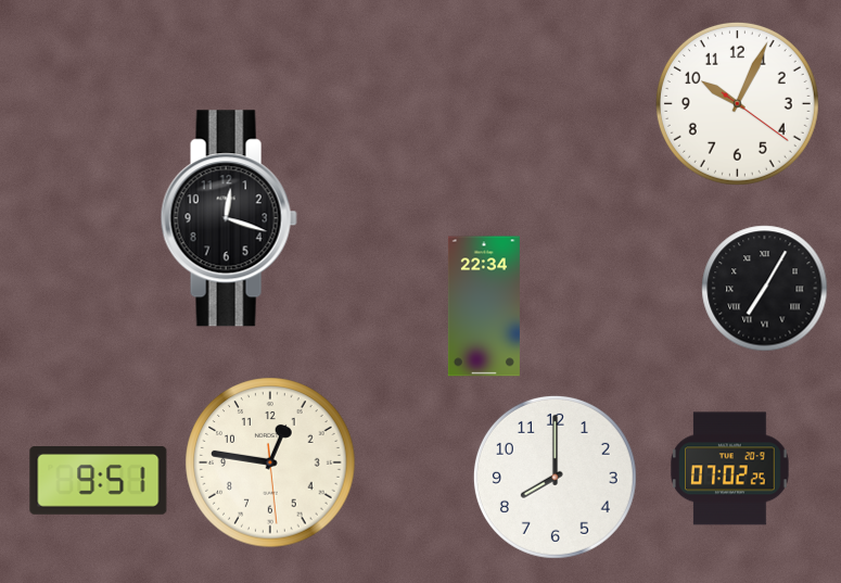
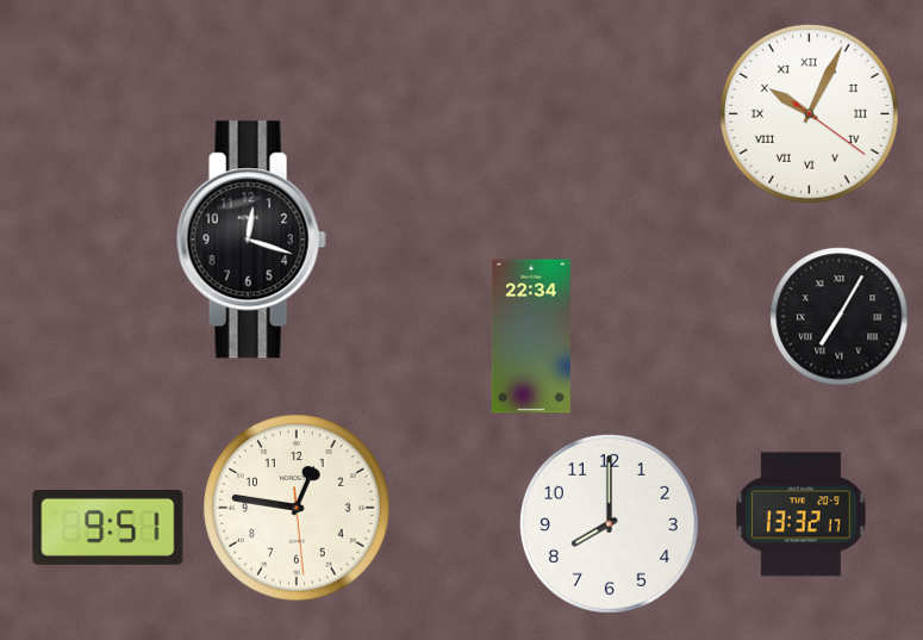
clock at (737, 103) numerals: Arabic -> Roman
clock at (730, 469): 07:02 -> 13:32
